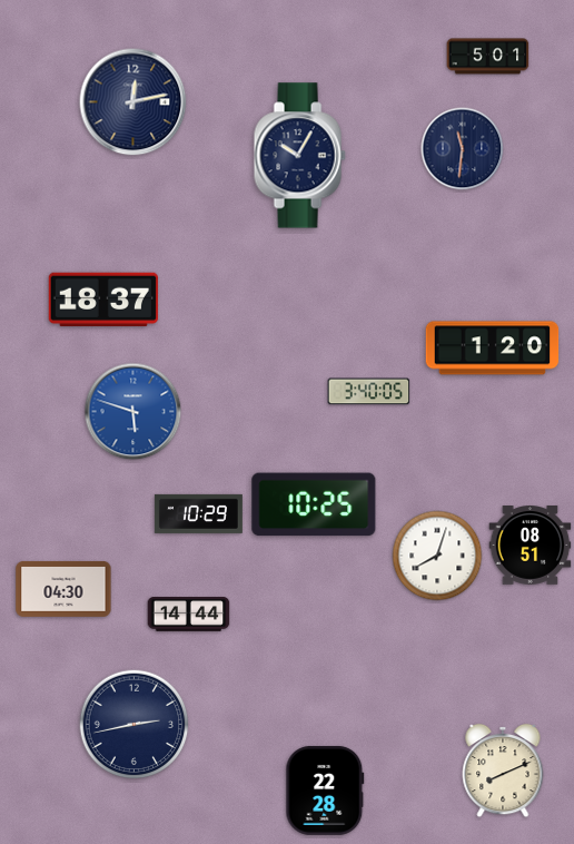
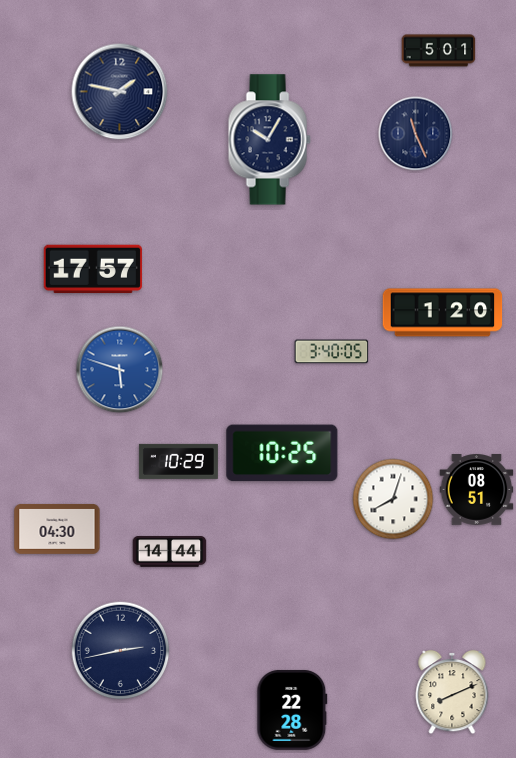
clock at (133, 102): 12:13 -> 1:47
clock at (463, 149): 11:31 -> 11:26
clock at (103, 300): 18:37 -> 17:57
